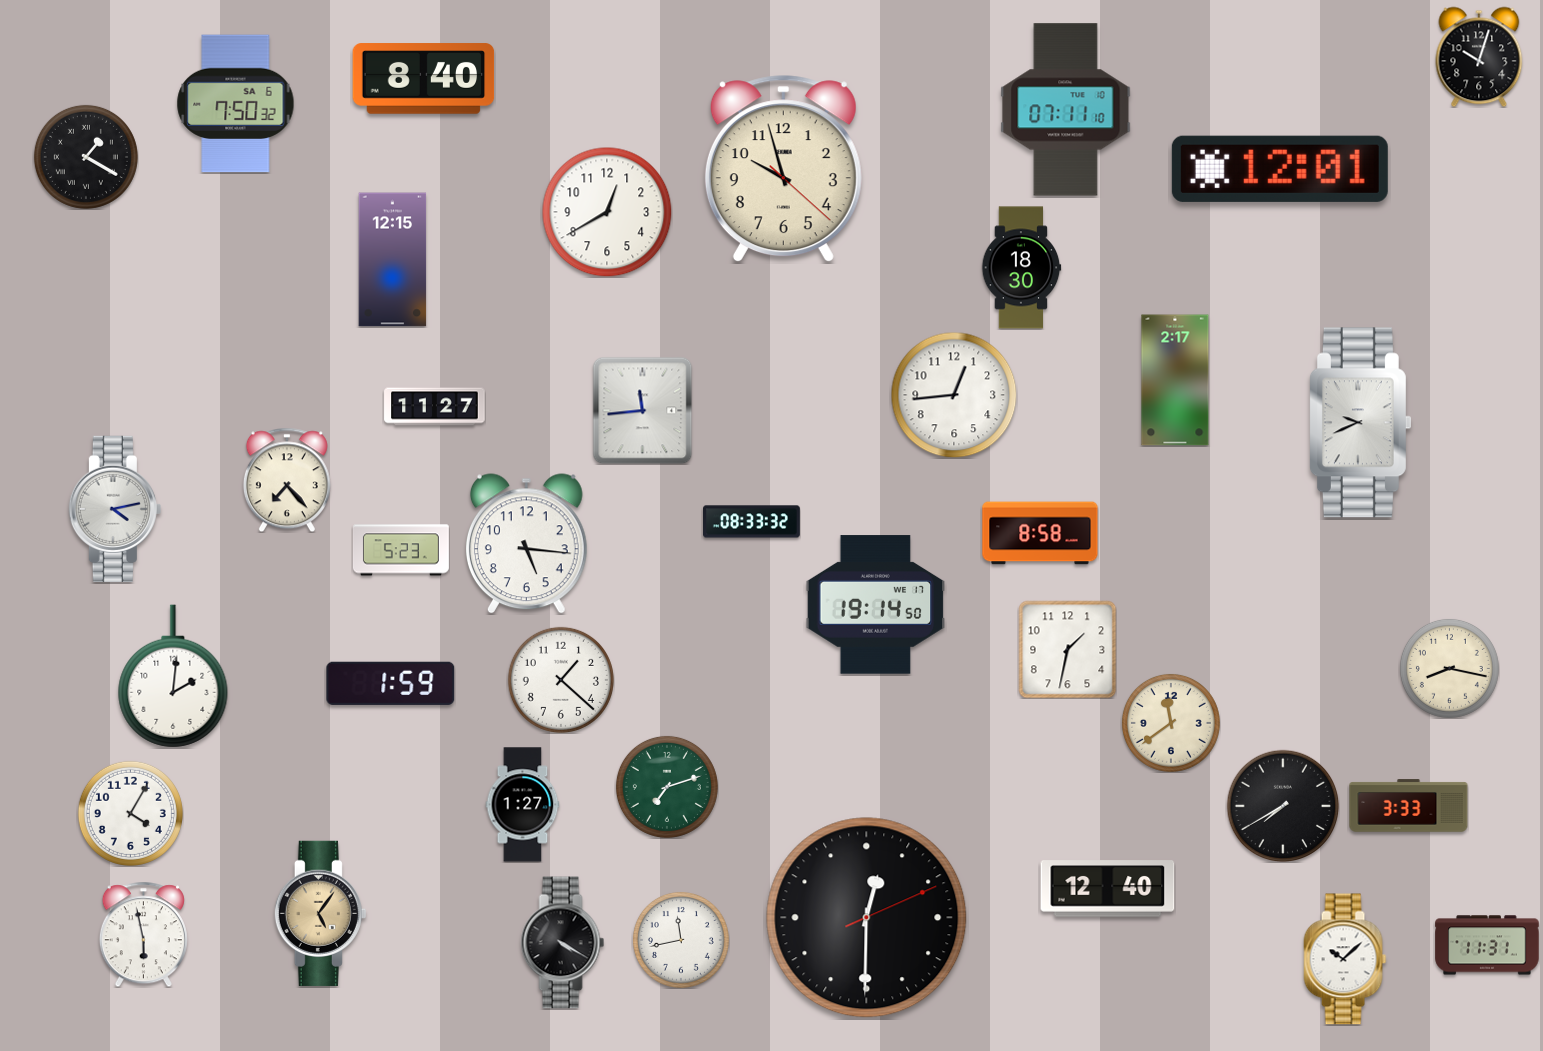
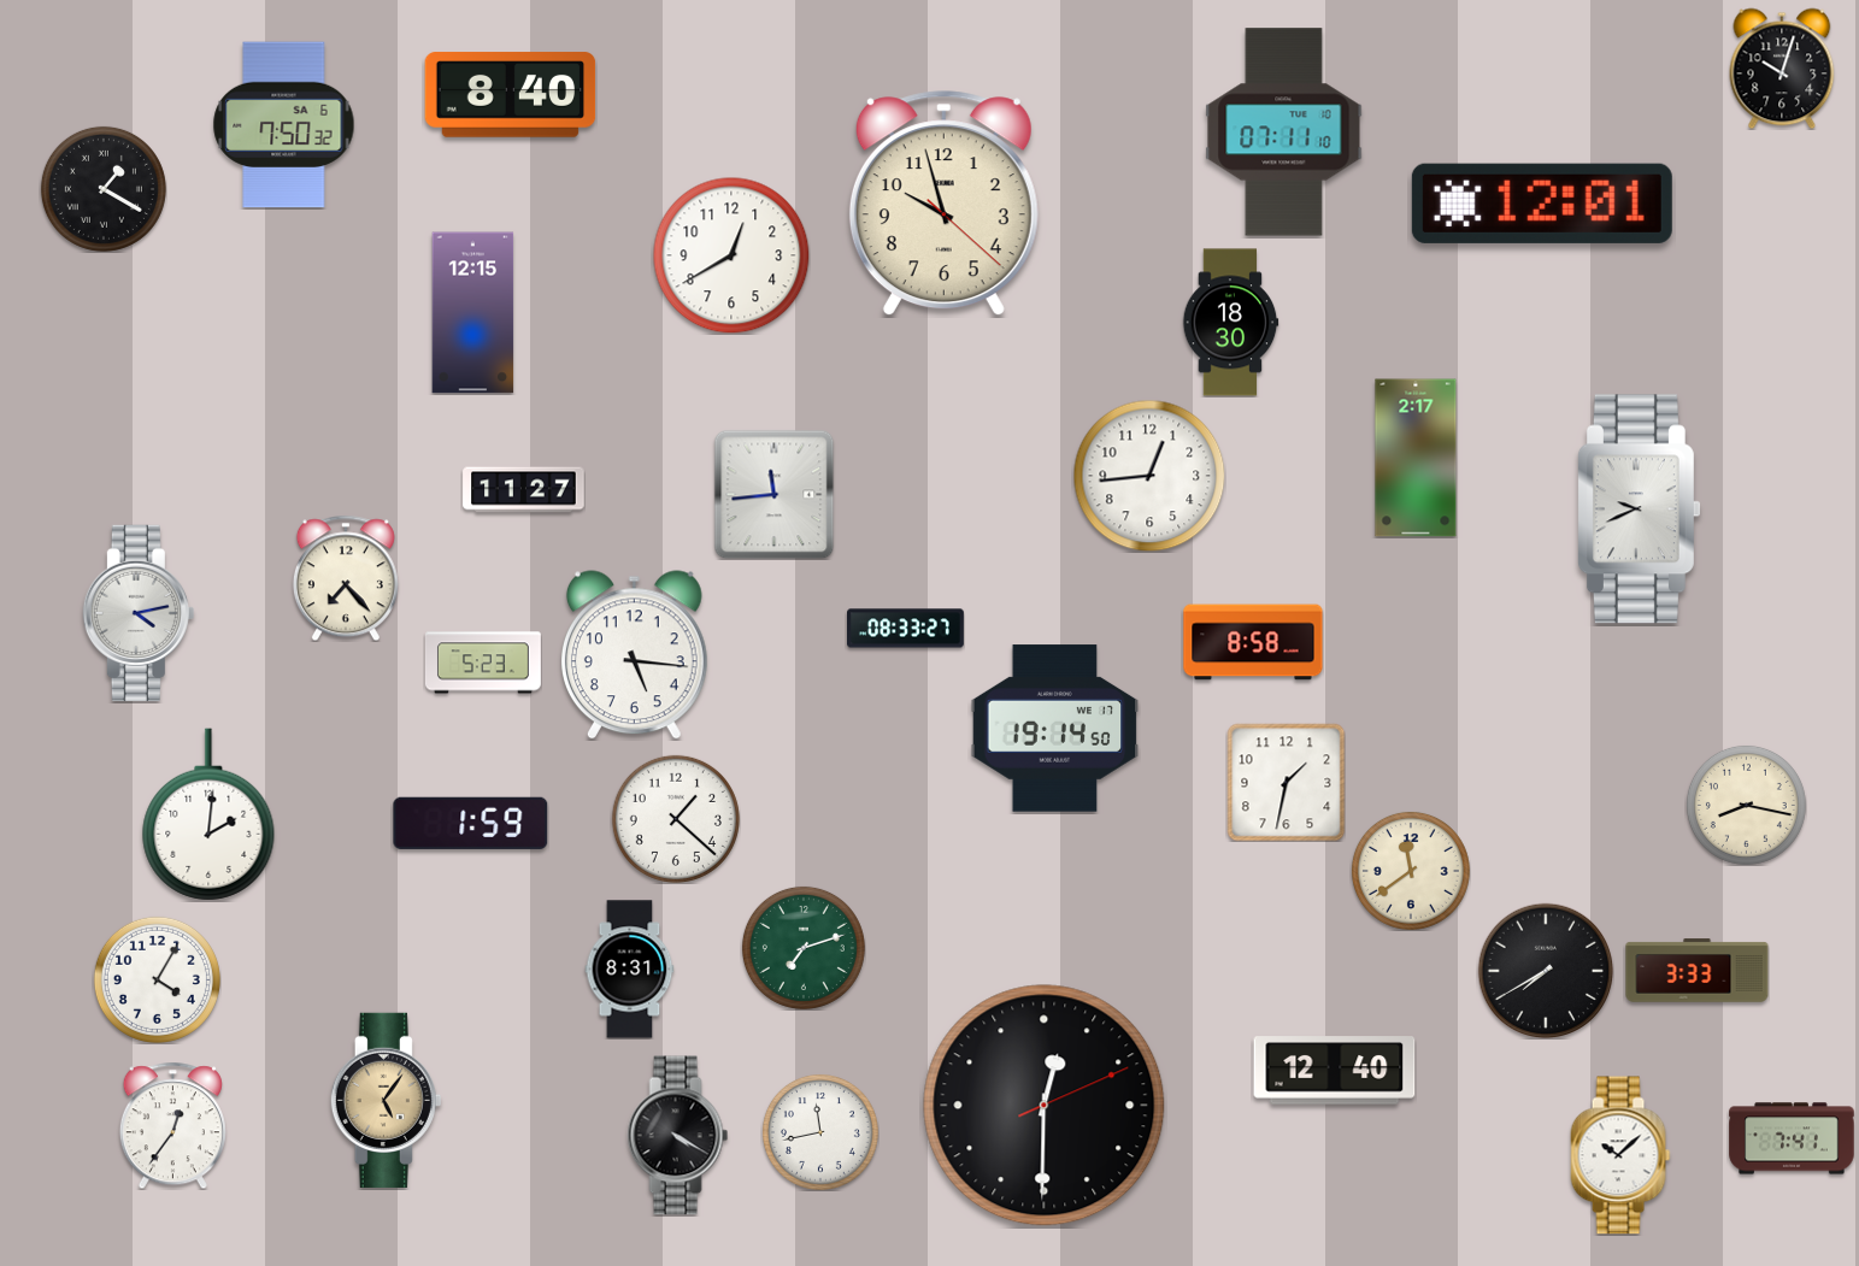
clock at (752, 522): 08:33:32 -> 08:33:27
clock at (523, 805): 1:27 -> 8:31
clock at (143, 934): 5:58 -> 12:36
clock at (1487, 945): 11:31 -> 7:41
